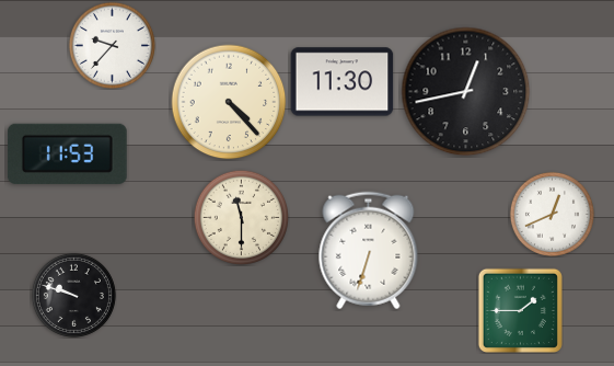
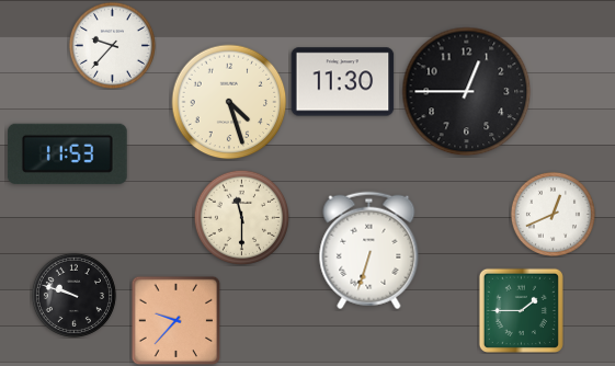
clock at (466, 92): 12:43 -> 12:45
clock at (229, 102): 4:23 -> 4:27
clock at (175, 320): none -> 9:37
